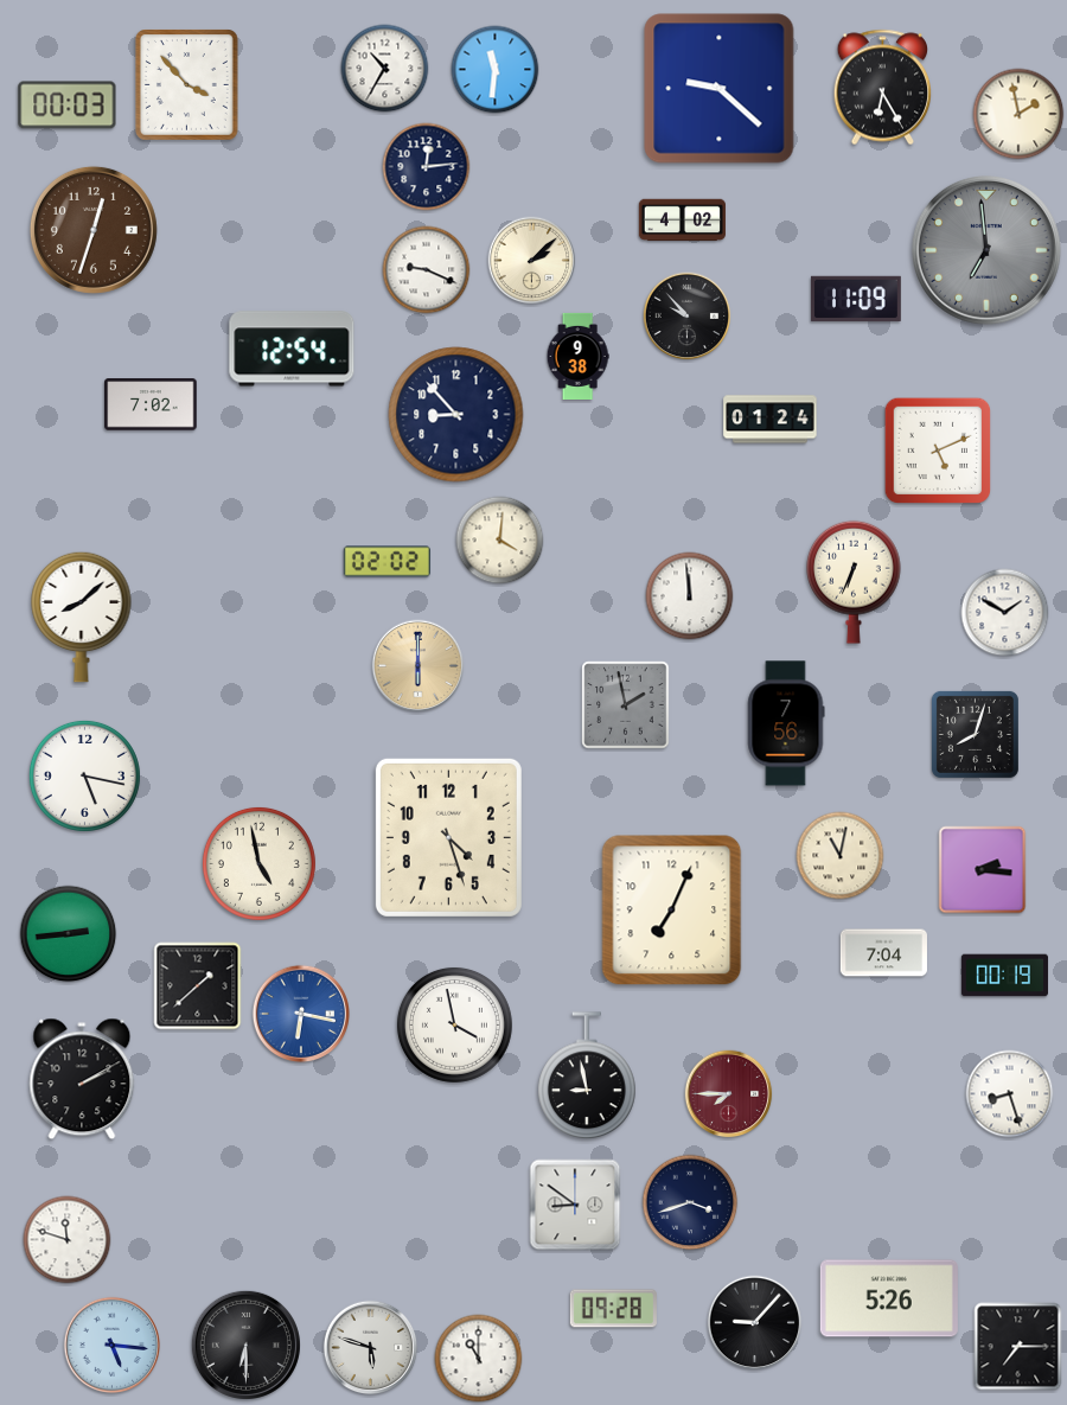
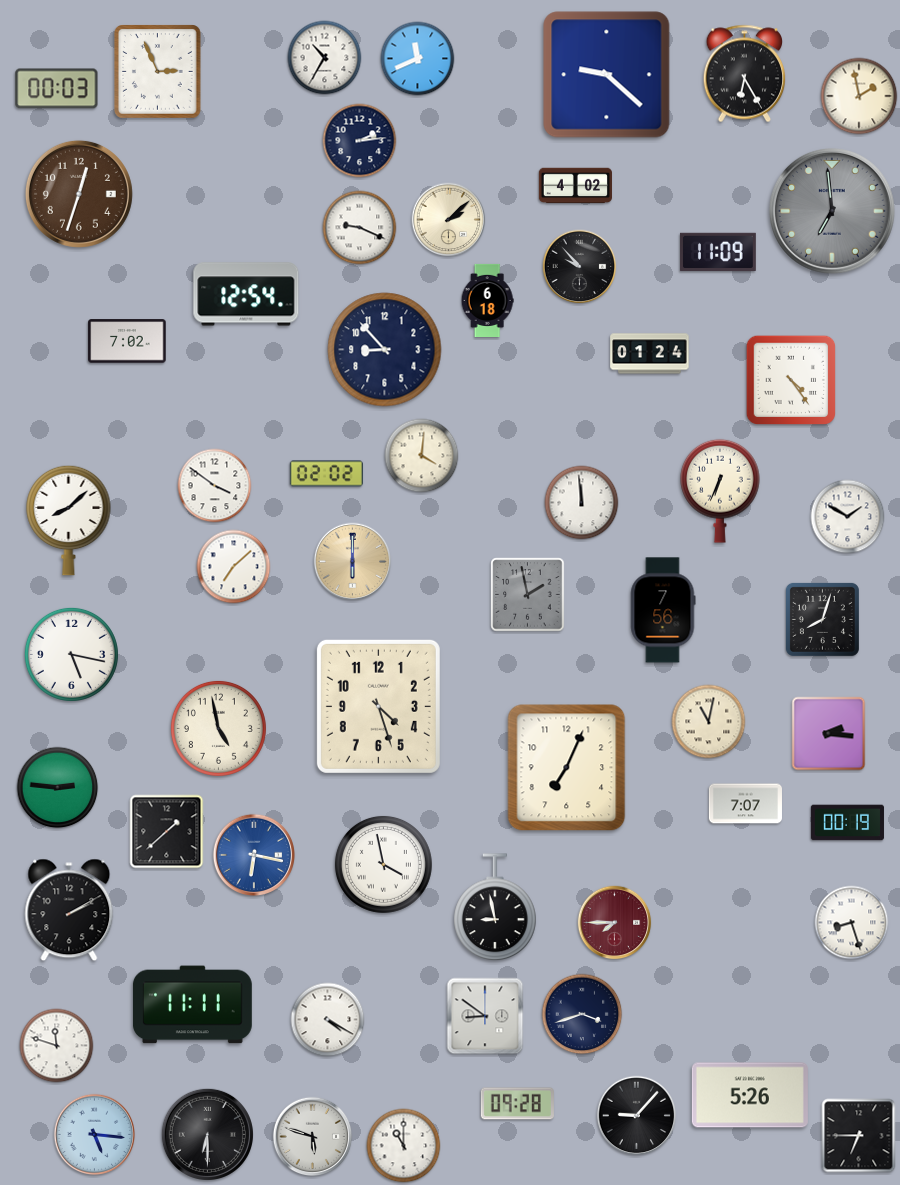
clock at (496, 70): 11:31 -> 11:41
clock at (187, 85): 3:53 -> 2:56
clock at (427, 167): 12:14 -> 2:14
clock at (856, 299) position: (856, 299) -> (718, 252)
clock at (577, 356): 9:38 -> 6:18
clock at (938, 451): 5:11 -> 4:24
clock at (215, 486): none -> 3:51
clock at (234, 567): none -> 7:08
clock at (69, 934): 2:44 -> 2:46
clock at (883, 953): 7:04 -> 7:07
clock at (193, 1005): none -> 11:11
clock at (328, 1020): none -> 4:20
clock at (1018, 1347): 7:15 -> 6:45
